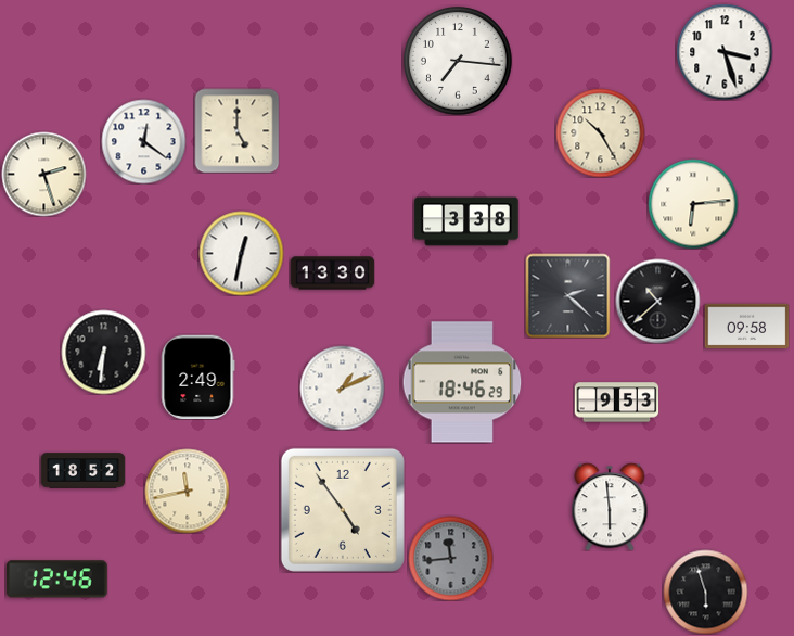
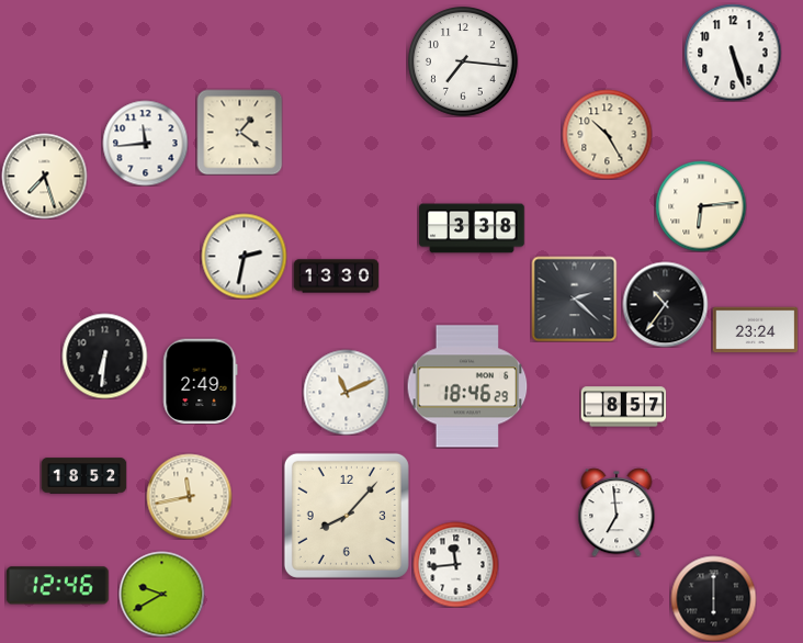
clock at (725, 52): 3:27 -> 5:27
clock at (236, 130): 5:00 -> 1:21
clock at (143, 141): 12:21 -> 11:44
clock at (43, 174): 2:27 -> 7:27
clock at (466, 221) position: (466, 221) -> (472, 228)
clock at (241, 253): 12:32 -> 2:32
clock at (657, 301): 10:38 -> 10:36
clock at (746, 327): 09:58 -> 23:24
clock at (342, 387): 1:11 -> 11:11
clock at (616, 403): 9:53 -> 8:57
clock at (610, 507): 5:59 -> 6:59
clock at (343, 510): 4:54 -> 8:07
clock at (450, 558) dial: grey -> white
clock at (161, 594): none -> 9:40
clock at (705, 592): 5:57 -> 6:00
